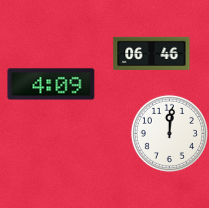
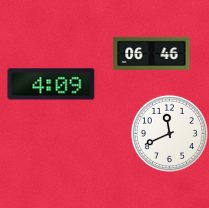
clock at (169, 133): 12:01 -> 11:41
